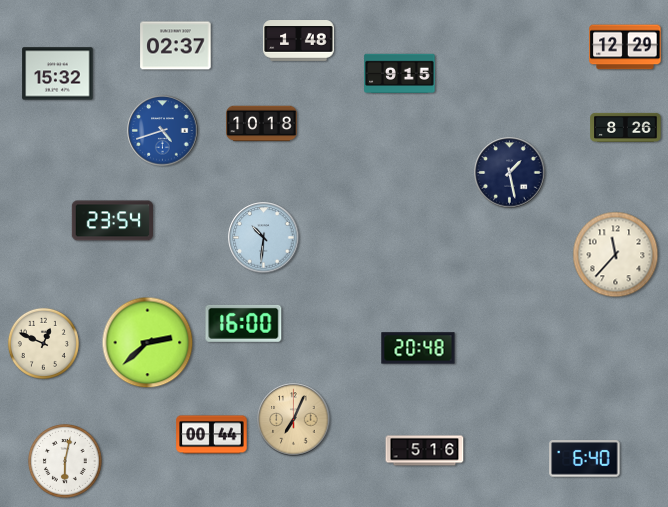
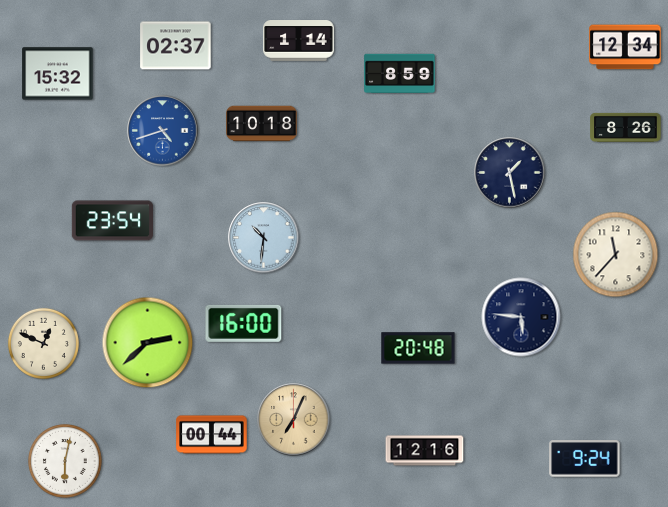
clock at (299, 41): 1:48 -> 1:14
clock at (625, 47): 12:29 -> 12:34
clock at (400, 73): 9:15 -> 8:59
clock at (521, 317): none -> 5:46
clock at (425, 451): 5:16 -> 12:16
clock at (585, 459): 6:40 -> 9:24
